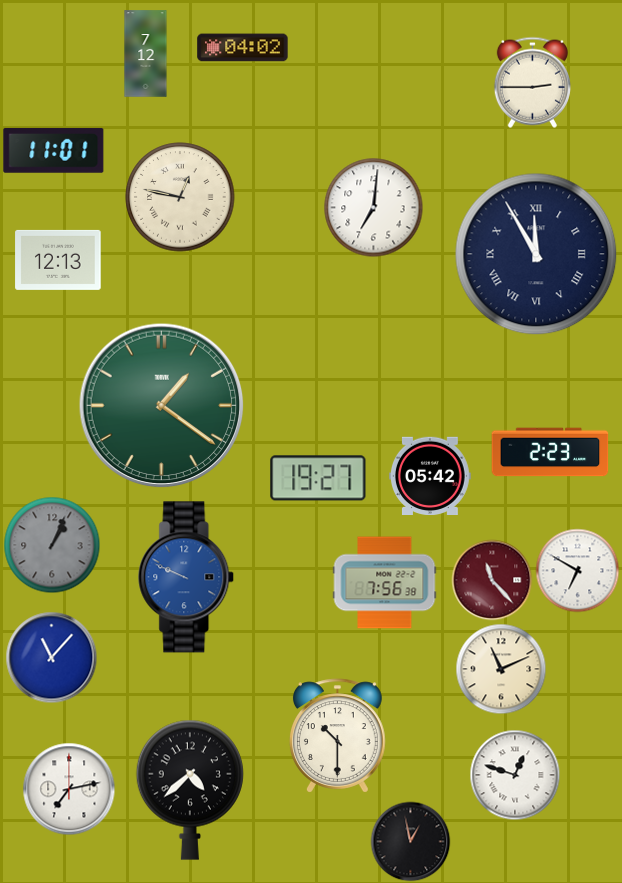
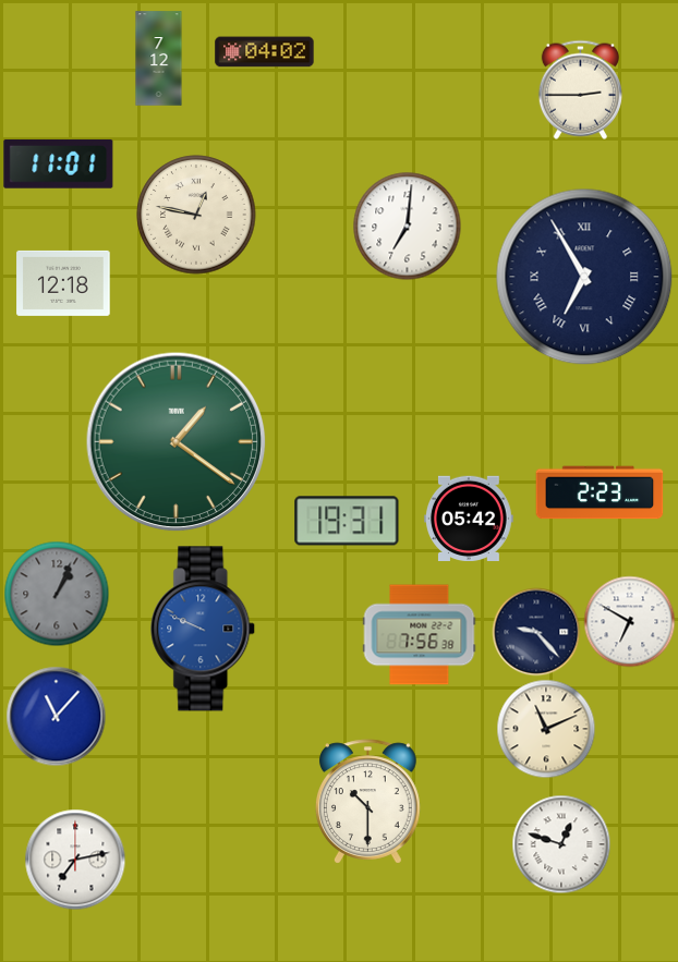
clock at (536, 254): 11:55 -> 6:55
clock at (58, 260): 12:13 -> 12:18
clock at (318, 478): 19:27 -> 19:31
clock at (492, 580): 11:23 -> 9:23
clock at (492, 580) dial: burgundy -> navy
clock at (190, 790): 4:38 -> none
clock at (410, 841): 12:58 -> none
